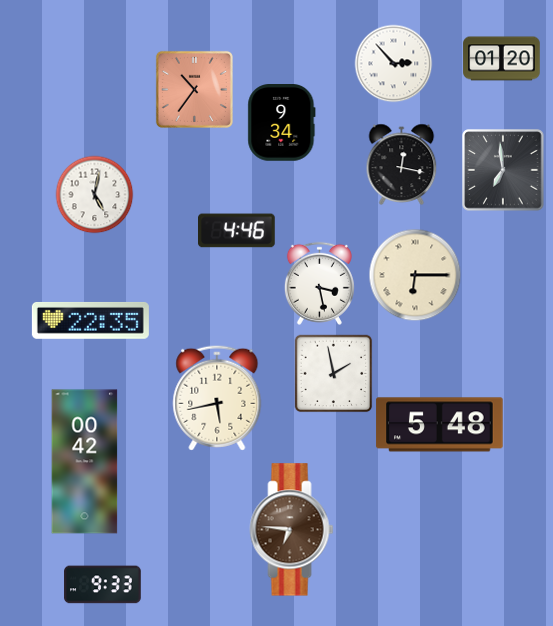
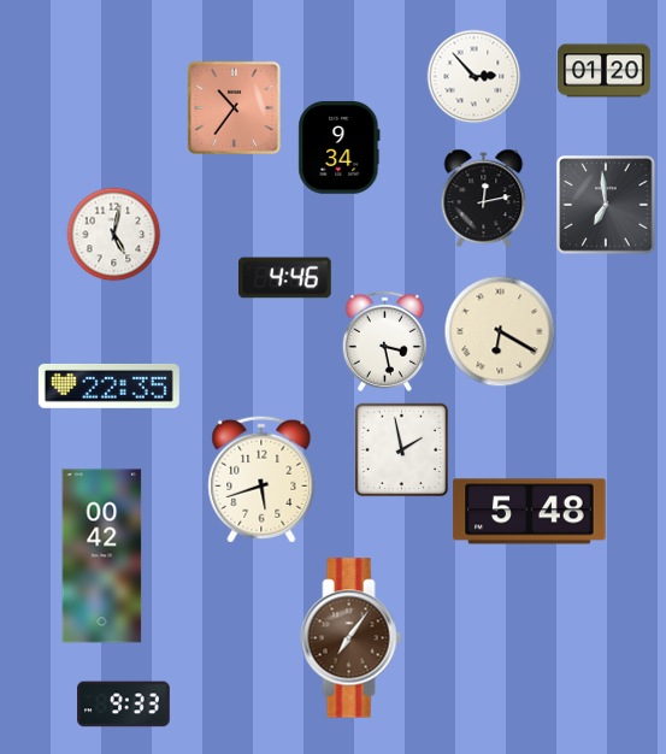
clock at (402, 164): 12:17 -> 12:13
clock at (415, 275): 6:15 -> 6:20
clock at (217, 398): 5:43 -> 5:42
clock at (292, 530): 6:46 -> 7:06
